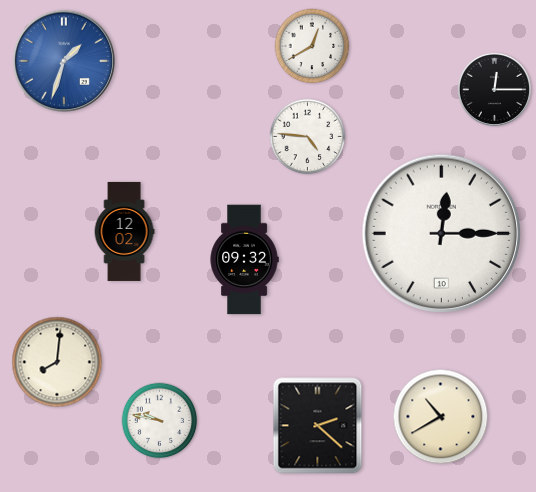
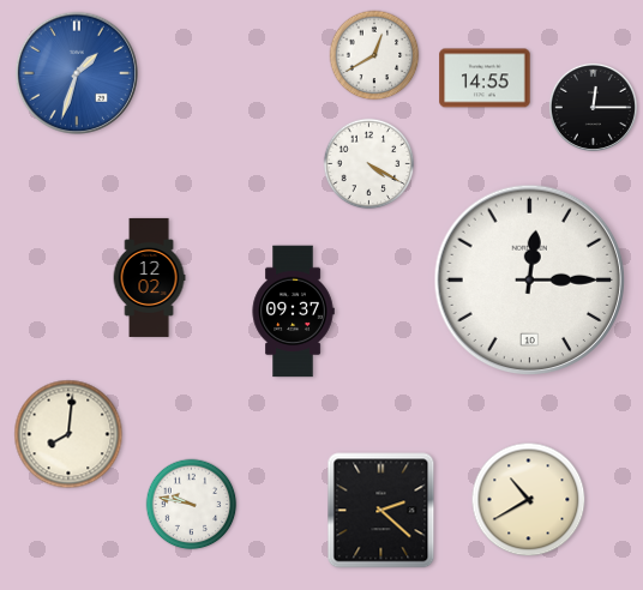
clock at (485, 78): none -> 14:55
clock at (308, 137): 4:46 -> 4:20
clock at (244, 260): 09:32 -> 09:37
